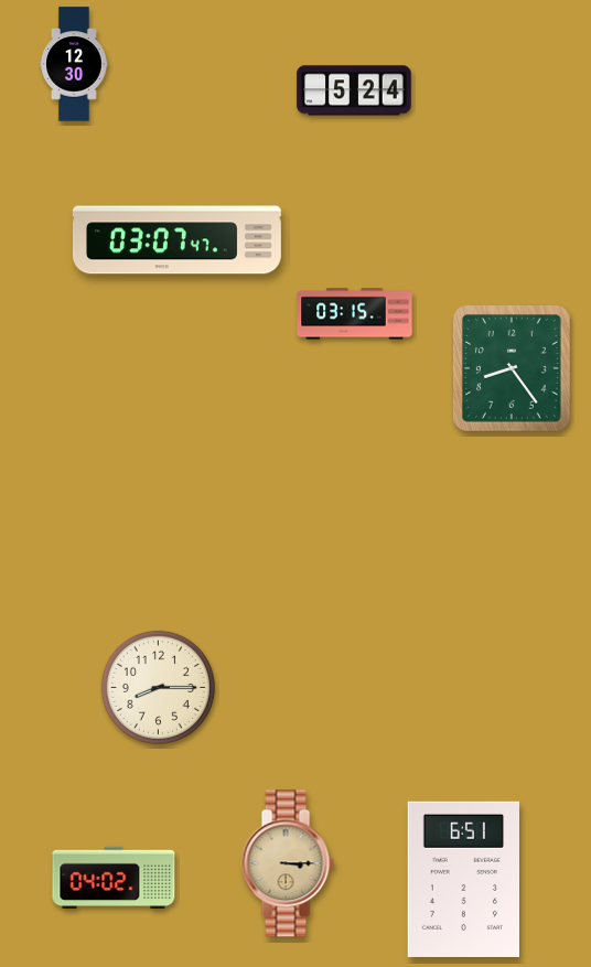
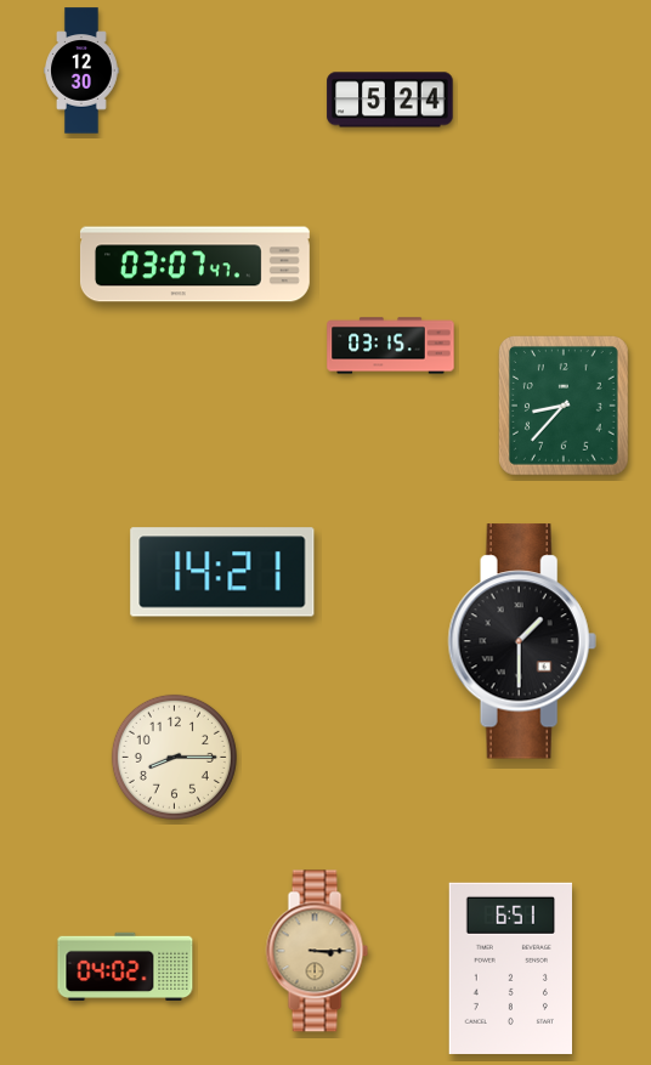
clock at (513, 369): 8:24 -> 8:37
clock at (222, 572): none -> 14:21
clock at (522, 641): none -> 1:30
